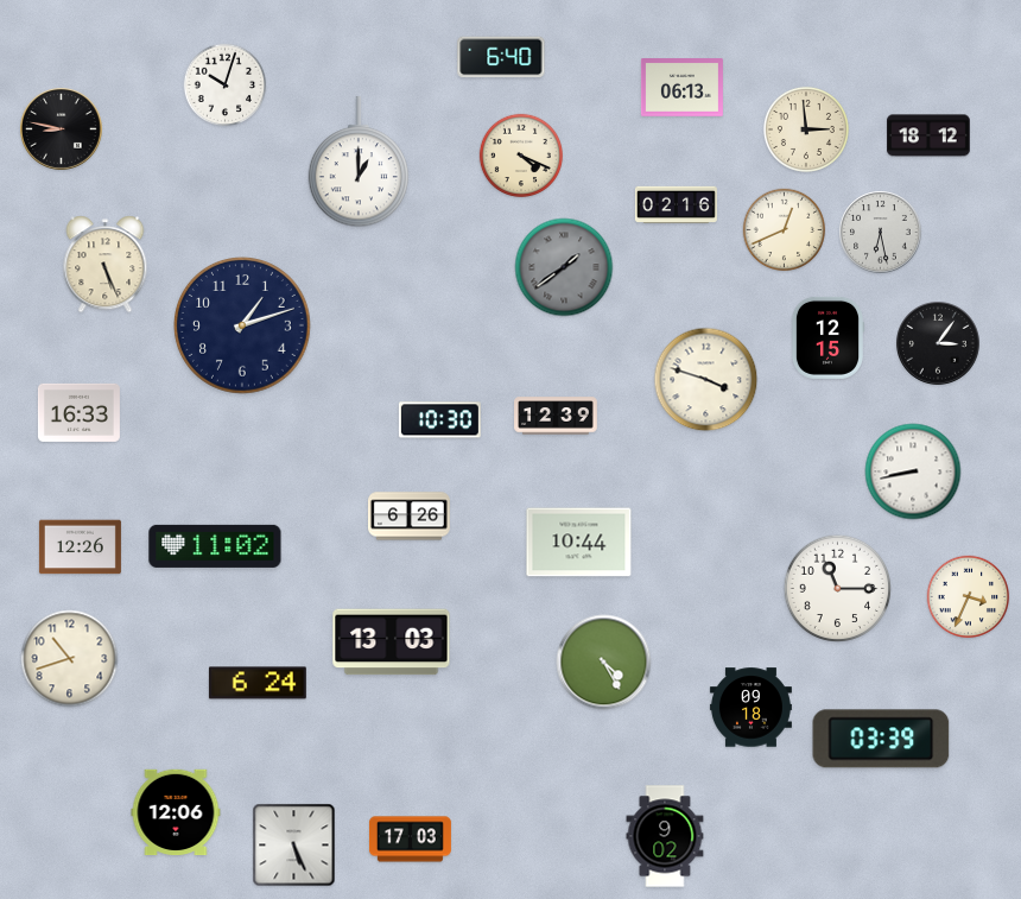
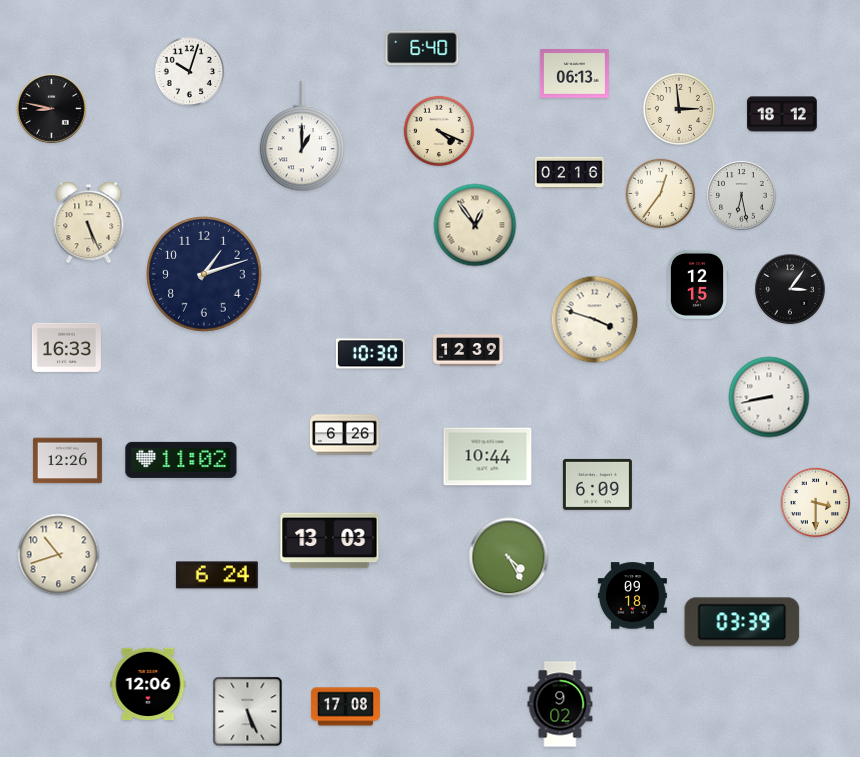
clock at (785, 230): 12:41 -> 12:36
clock at (564, 267): 1:39 -> 12:54
clock at (564, 267) dial: grey -> cream
clock at (597, 484): none -> 6:09
clock at (837, 588): 11:15 -> none
clock at (969, 597): 3:34 -> 3:30
clock at (410, 840): 17:03 -> 17:08
